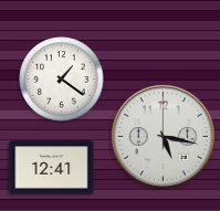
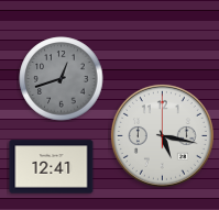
clock at (62, 80): 1:21 -> 12:42
clock at (62, 80) dial: white -> grey
